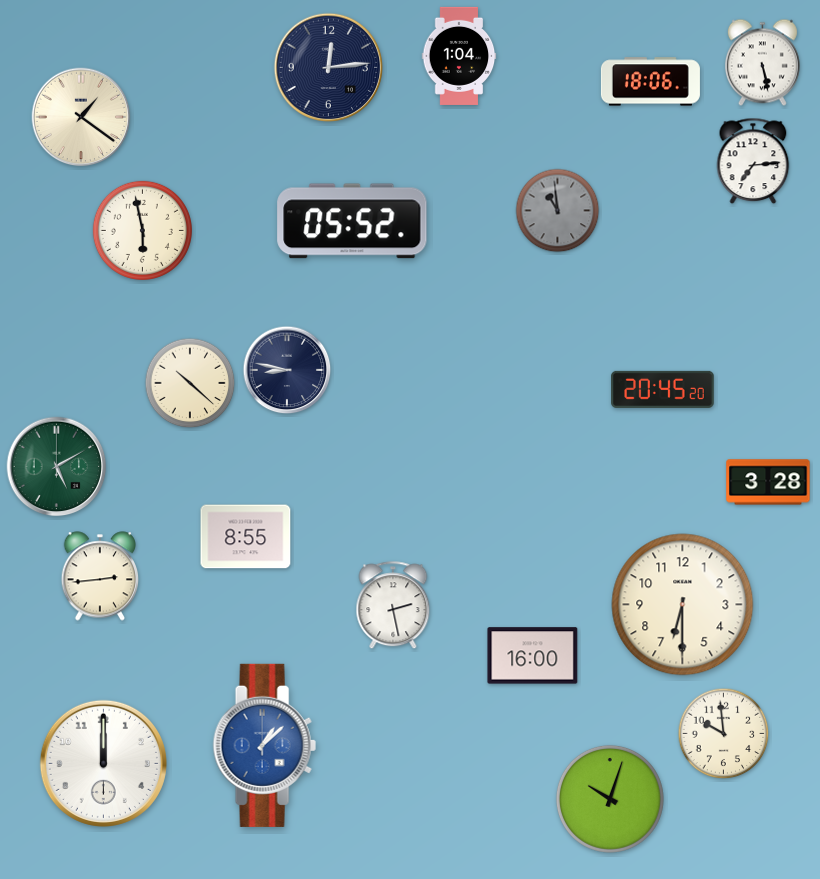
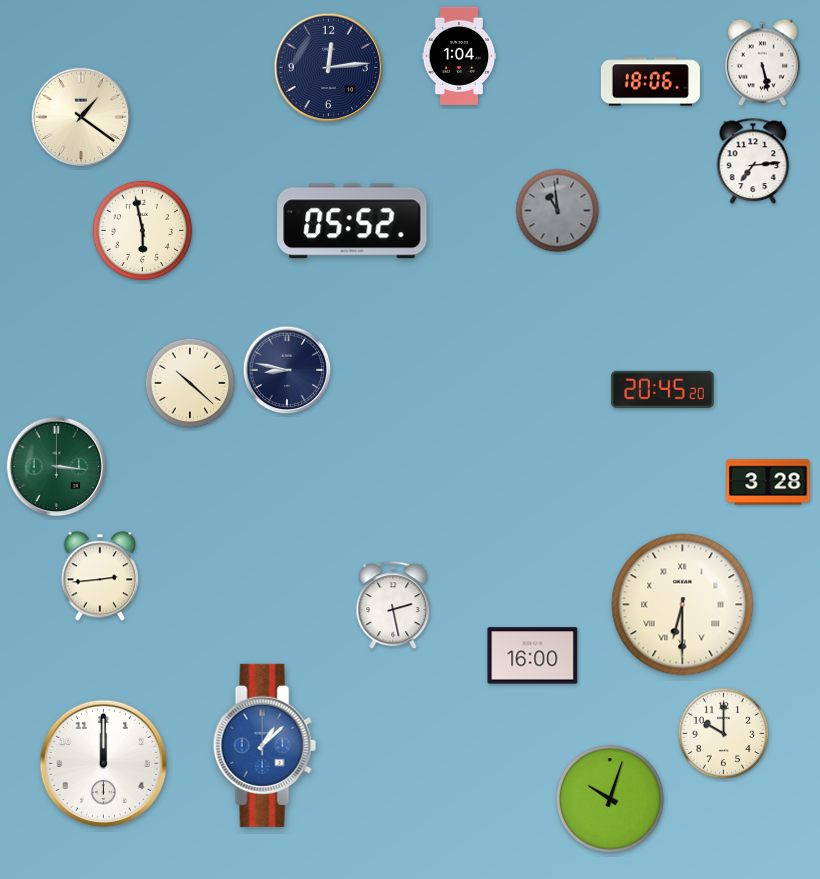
clock at (57, 467): 5:10 -> 3:16
clock at (246, 537): 8:55 -> none
clock at (683, 605) numerals: Arabic -> Roman
clock at (724, 734): 9:59 -> 10:00
